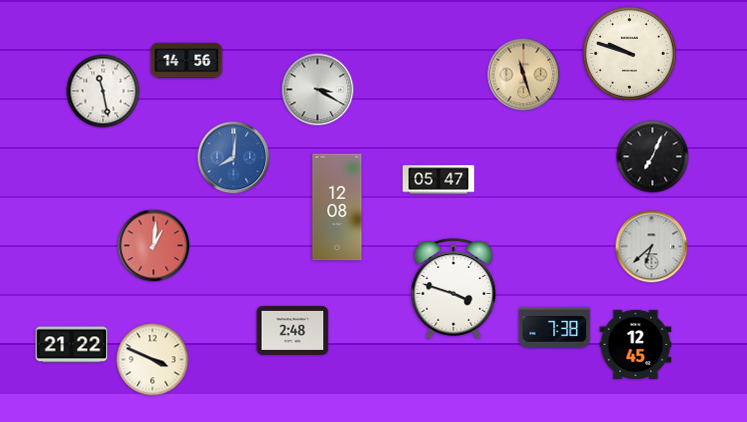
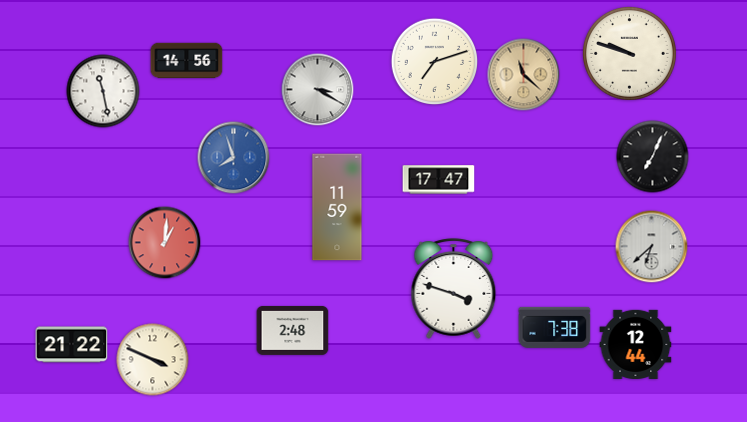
clock at (435, 62): none -> 7:12
clock at (524, 75): 11:27 -> 11:22
clock at (234, 158): 8:01 -> 7:57
clock at (439, 180): 05:47 -> 17:47
clock at (337, 207): 12:08 -> 11:59
clock at (154, 246) position: (154, 246) -> (165, 243)
clock at (636, 344): 12:45 -> 12:44
